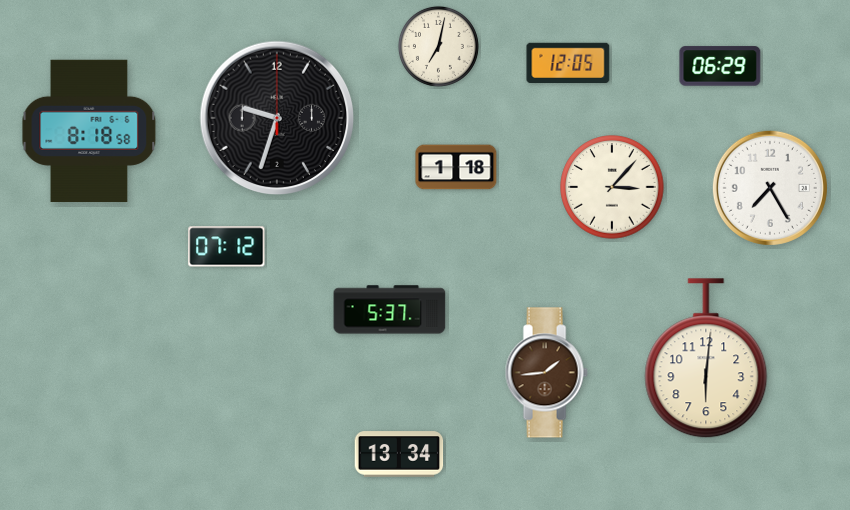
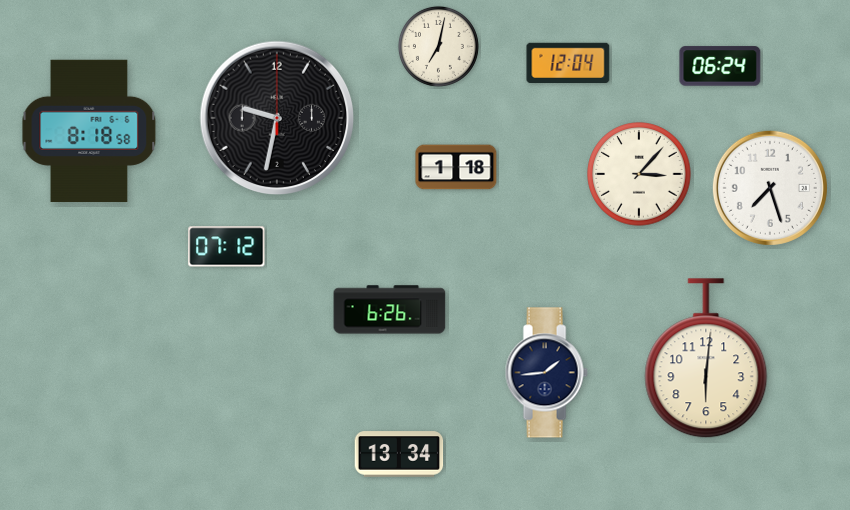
clock at (568, 62): 12:05 -> 12:04
clock at (720, 66): 06:29 -> 06:24
clock at (277, 118): 9:33 -> 9:32
clock at (612, 187) position: (612, 187) -> (639, 174)
clock at (770, 188): 7:25 -> 7:27
clock at (390, 310): 5:37 -> 6:26
clock at (546, 373) dial: brown -> navy
